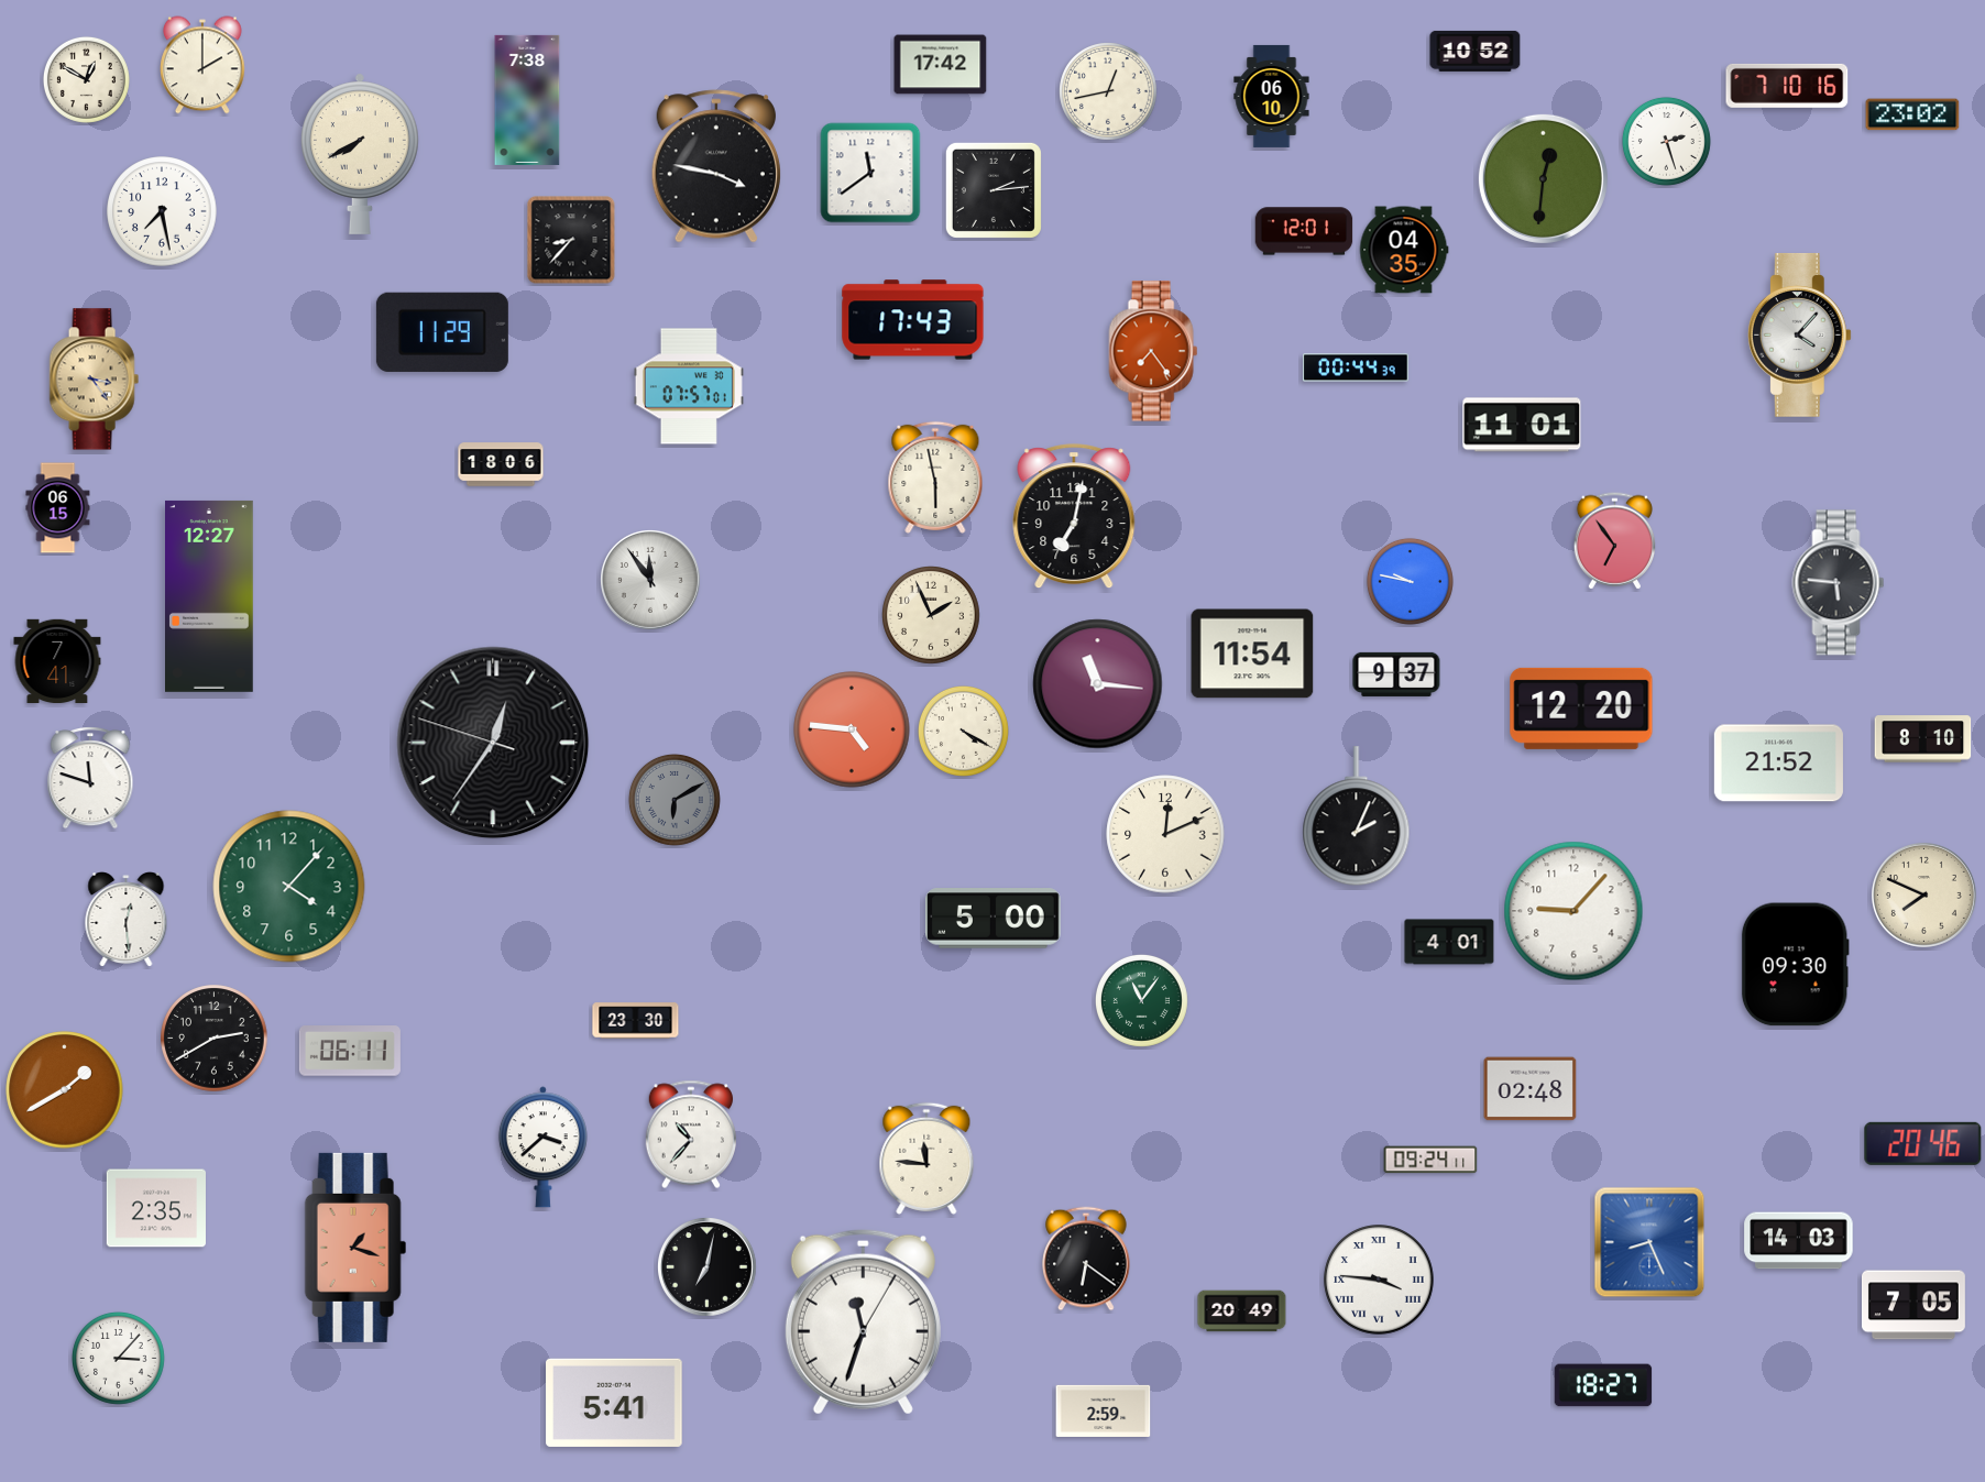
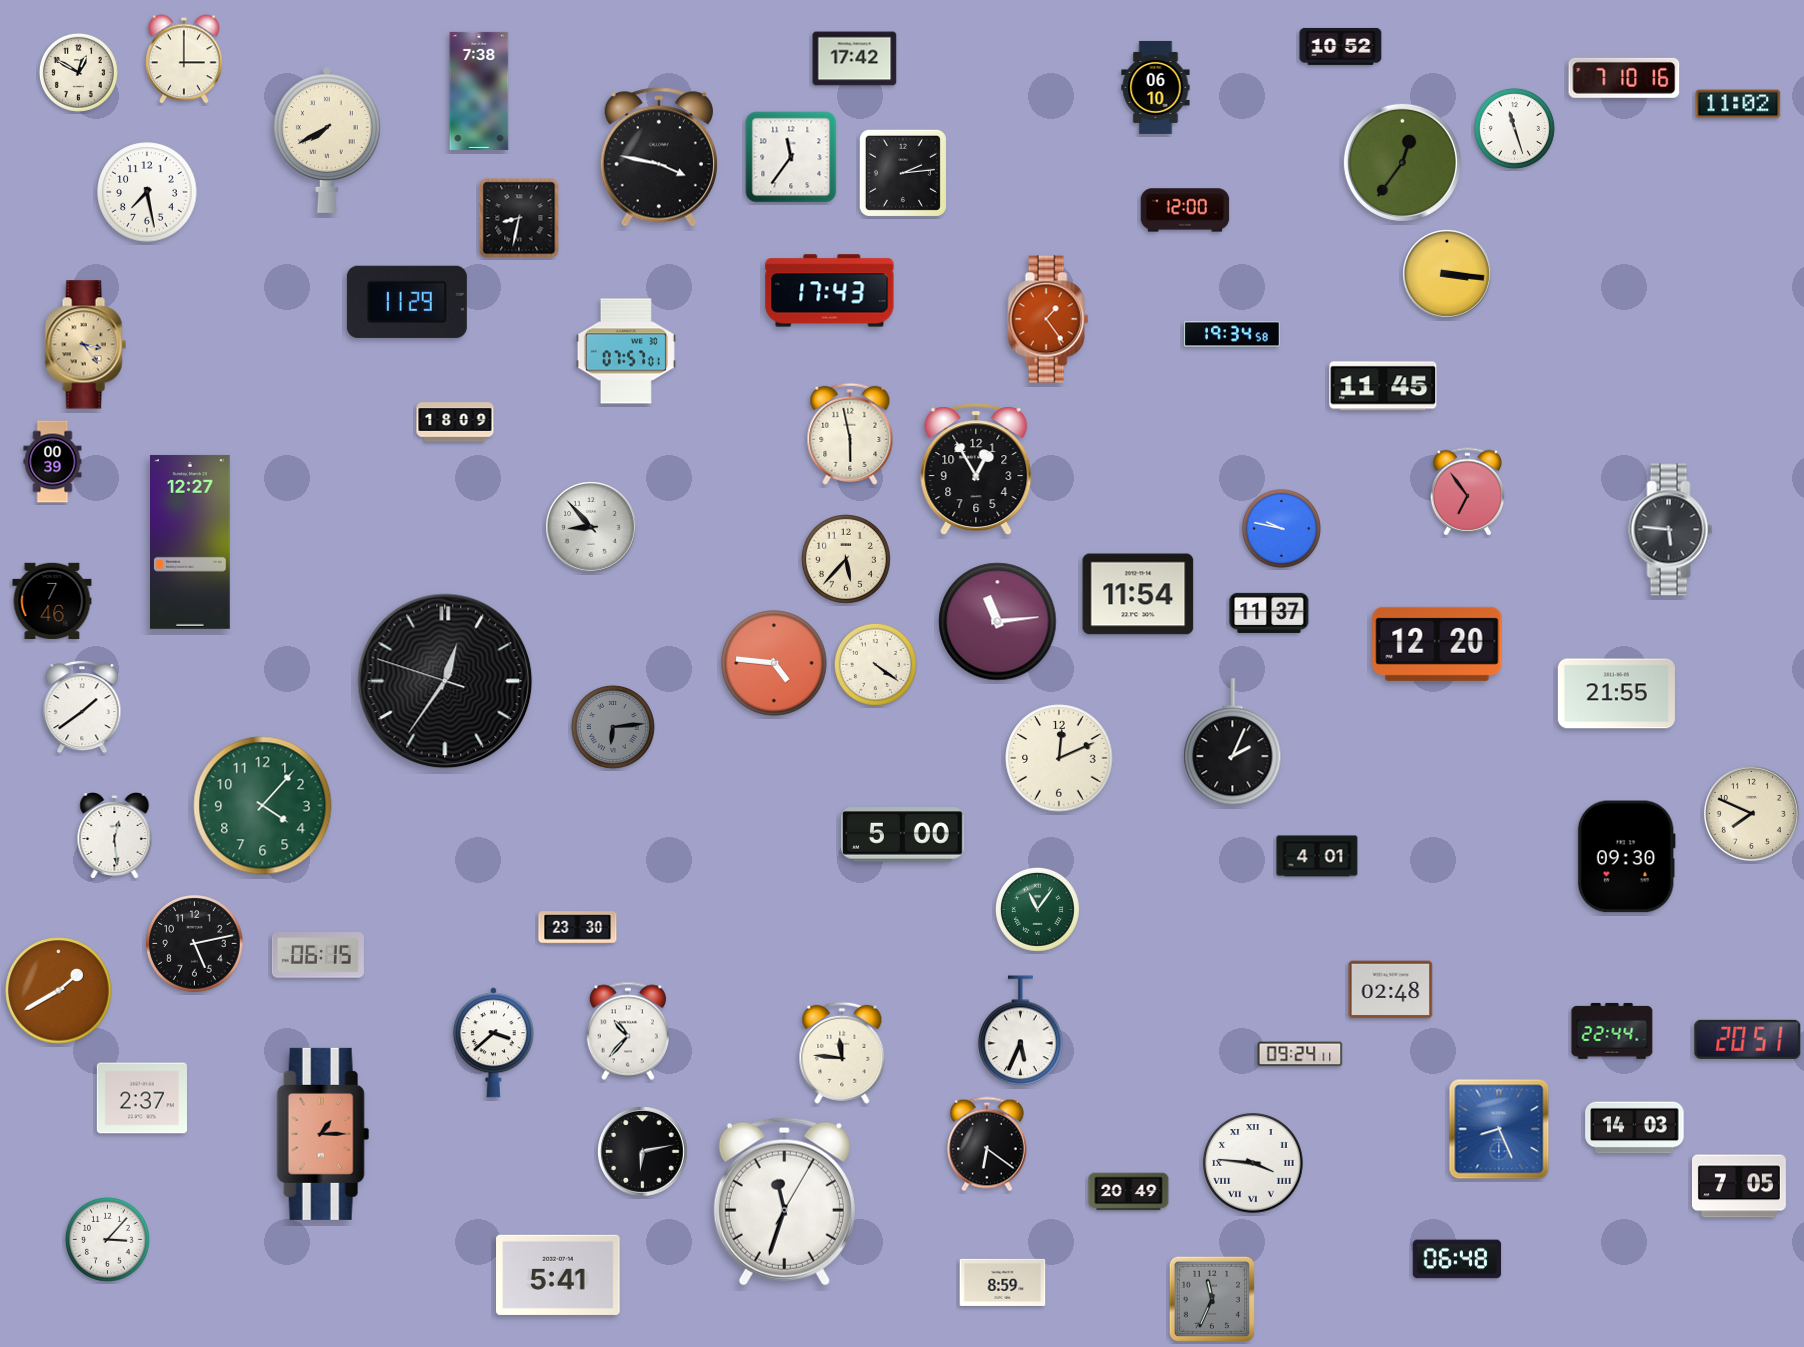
clock at (204, 65): 2:00 -> 3:00
clock at (1109, 92): 12:43 -> none
clock at (1912, 114): 23:02 -> 11:02
clock at (1666, 141): 2:27 -> 11:27
clock at (716, 166) position: (716, 166) -> (659, 157)
clock at (870, 173): 11:39 -> 11:36
clock at (1543, 178): 12:31 -> 12:36
clock at (1304, 231): 12:01 -> 12:00
clock at (571, 240): 8:37 -> 8:32
clock at (1404, 250): 04:35 -> none
clock at (1448, 275): none -> 3:16
clock at (442, 332) position: (442, 332) -> (407, 302)
clock at (1799, 334): 4:07 -> none
clock at (1153, 351): 7:24 -> 1:24
clock at (1356, 367): 00:44 -> 19:34
clock at (1522, 425): 11:01 -> 11:45
clock at (501, 464): 18:06 -> 18:09
clock at (58, 508): 06:15 -> 00:39
clock at (1074, 517): 7:02 -> 12:55
clock at (651, 581): 11:54 -> 8:53
clock at (932, 616): 1:56 -> 5:37
clock at (57, 660): 7:41 -> 7:46
clock at (1396, 674): 9:37 -> 11:37
clock at (1098, 684): 11:16 -> 11:14
clock at (963, 731): 4:20 -> 4:21
clock at (1923, 739): 8:10 -> none
clock at (493, 743) position: (493, 743) -> (445, 681)
clock at (1778, 764): 21:52 -> 21:55
clock at (90, 779): 11:48 -> 1:39
clock at (675, 800): 6:10 -> 6:14
clock at (1923, 894) position: (1923, 894) -> (1751, 813)
clock at (1573, 911): 9:07 -> none
clock at (1795, 965) position: (1795, 965) -> (1626, 857)
clock at (215, 1039): 2:40 -> 5:13
clock at (350, 1051): 06:11 -> 06:15
clock at (1021, 1031): none -> 5:34
clock at (1612, 1031): none -> 22:44
clock at (1923, 1143): 20:46 -> 20:51
clock at (155, 1208): 2:35 -> 2:37
clock at (355, 1248): 1:18 -> 1:15
clock at (708, 1267): 7:02 -> 6:13
clock at (118, 1358) position: (118, 1358) -> (107, 1239)
clock at (1603, 1385): 18:27 -> 06:48
clock at (1104, 1410): 2:59 -> 8:59
clock at (1212, 1299): none -> 11:34
